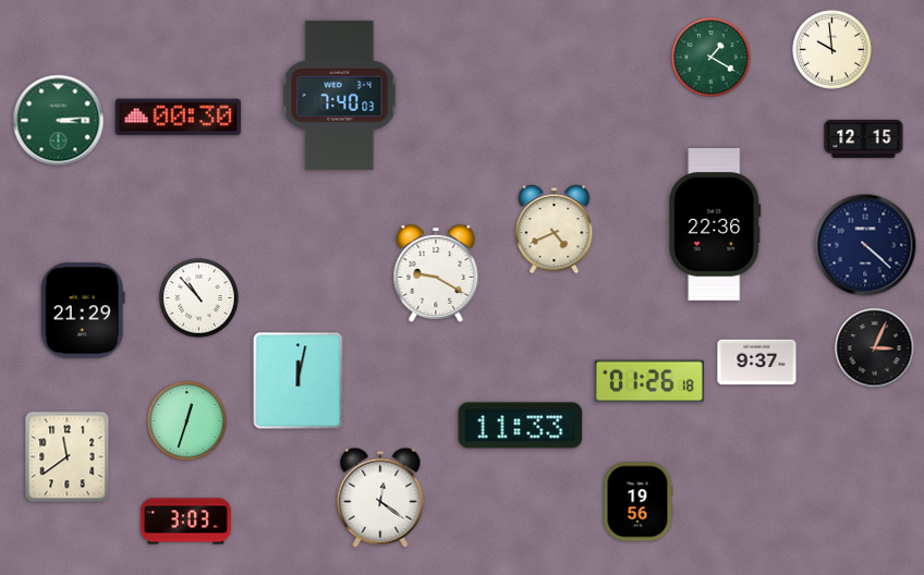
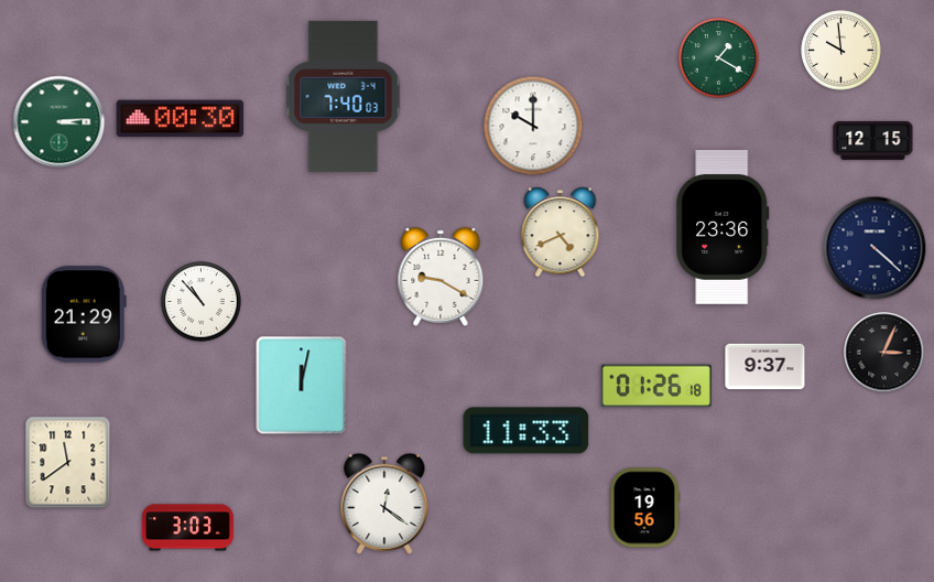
clock at (533, 126): none -> 10:00
clock at (715, 225): 22:36 -> 23:36
clock at (187, 421): 12:33 -> none
